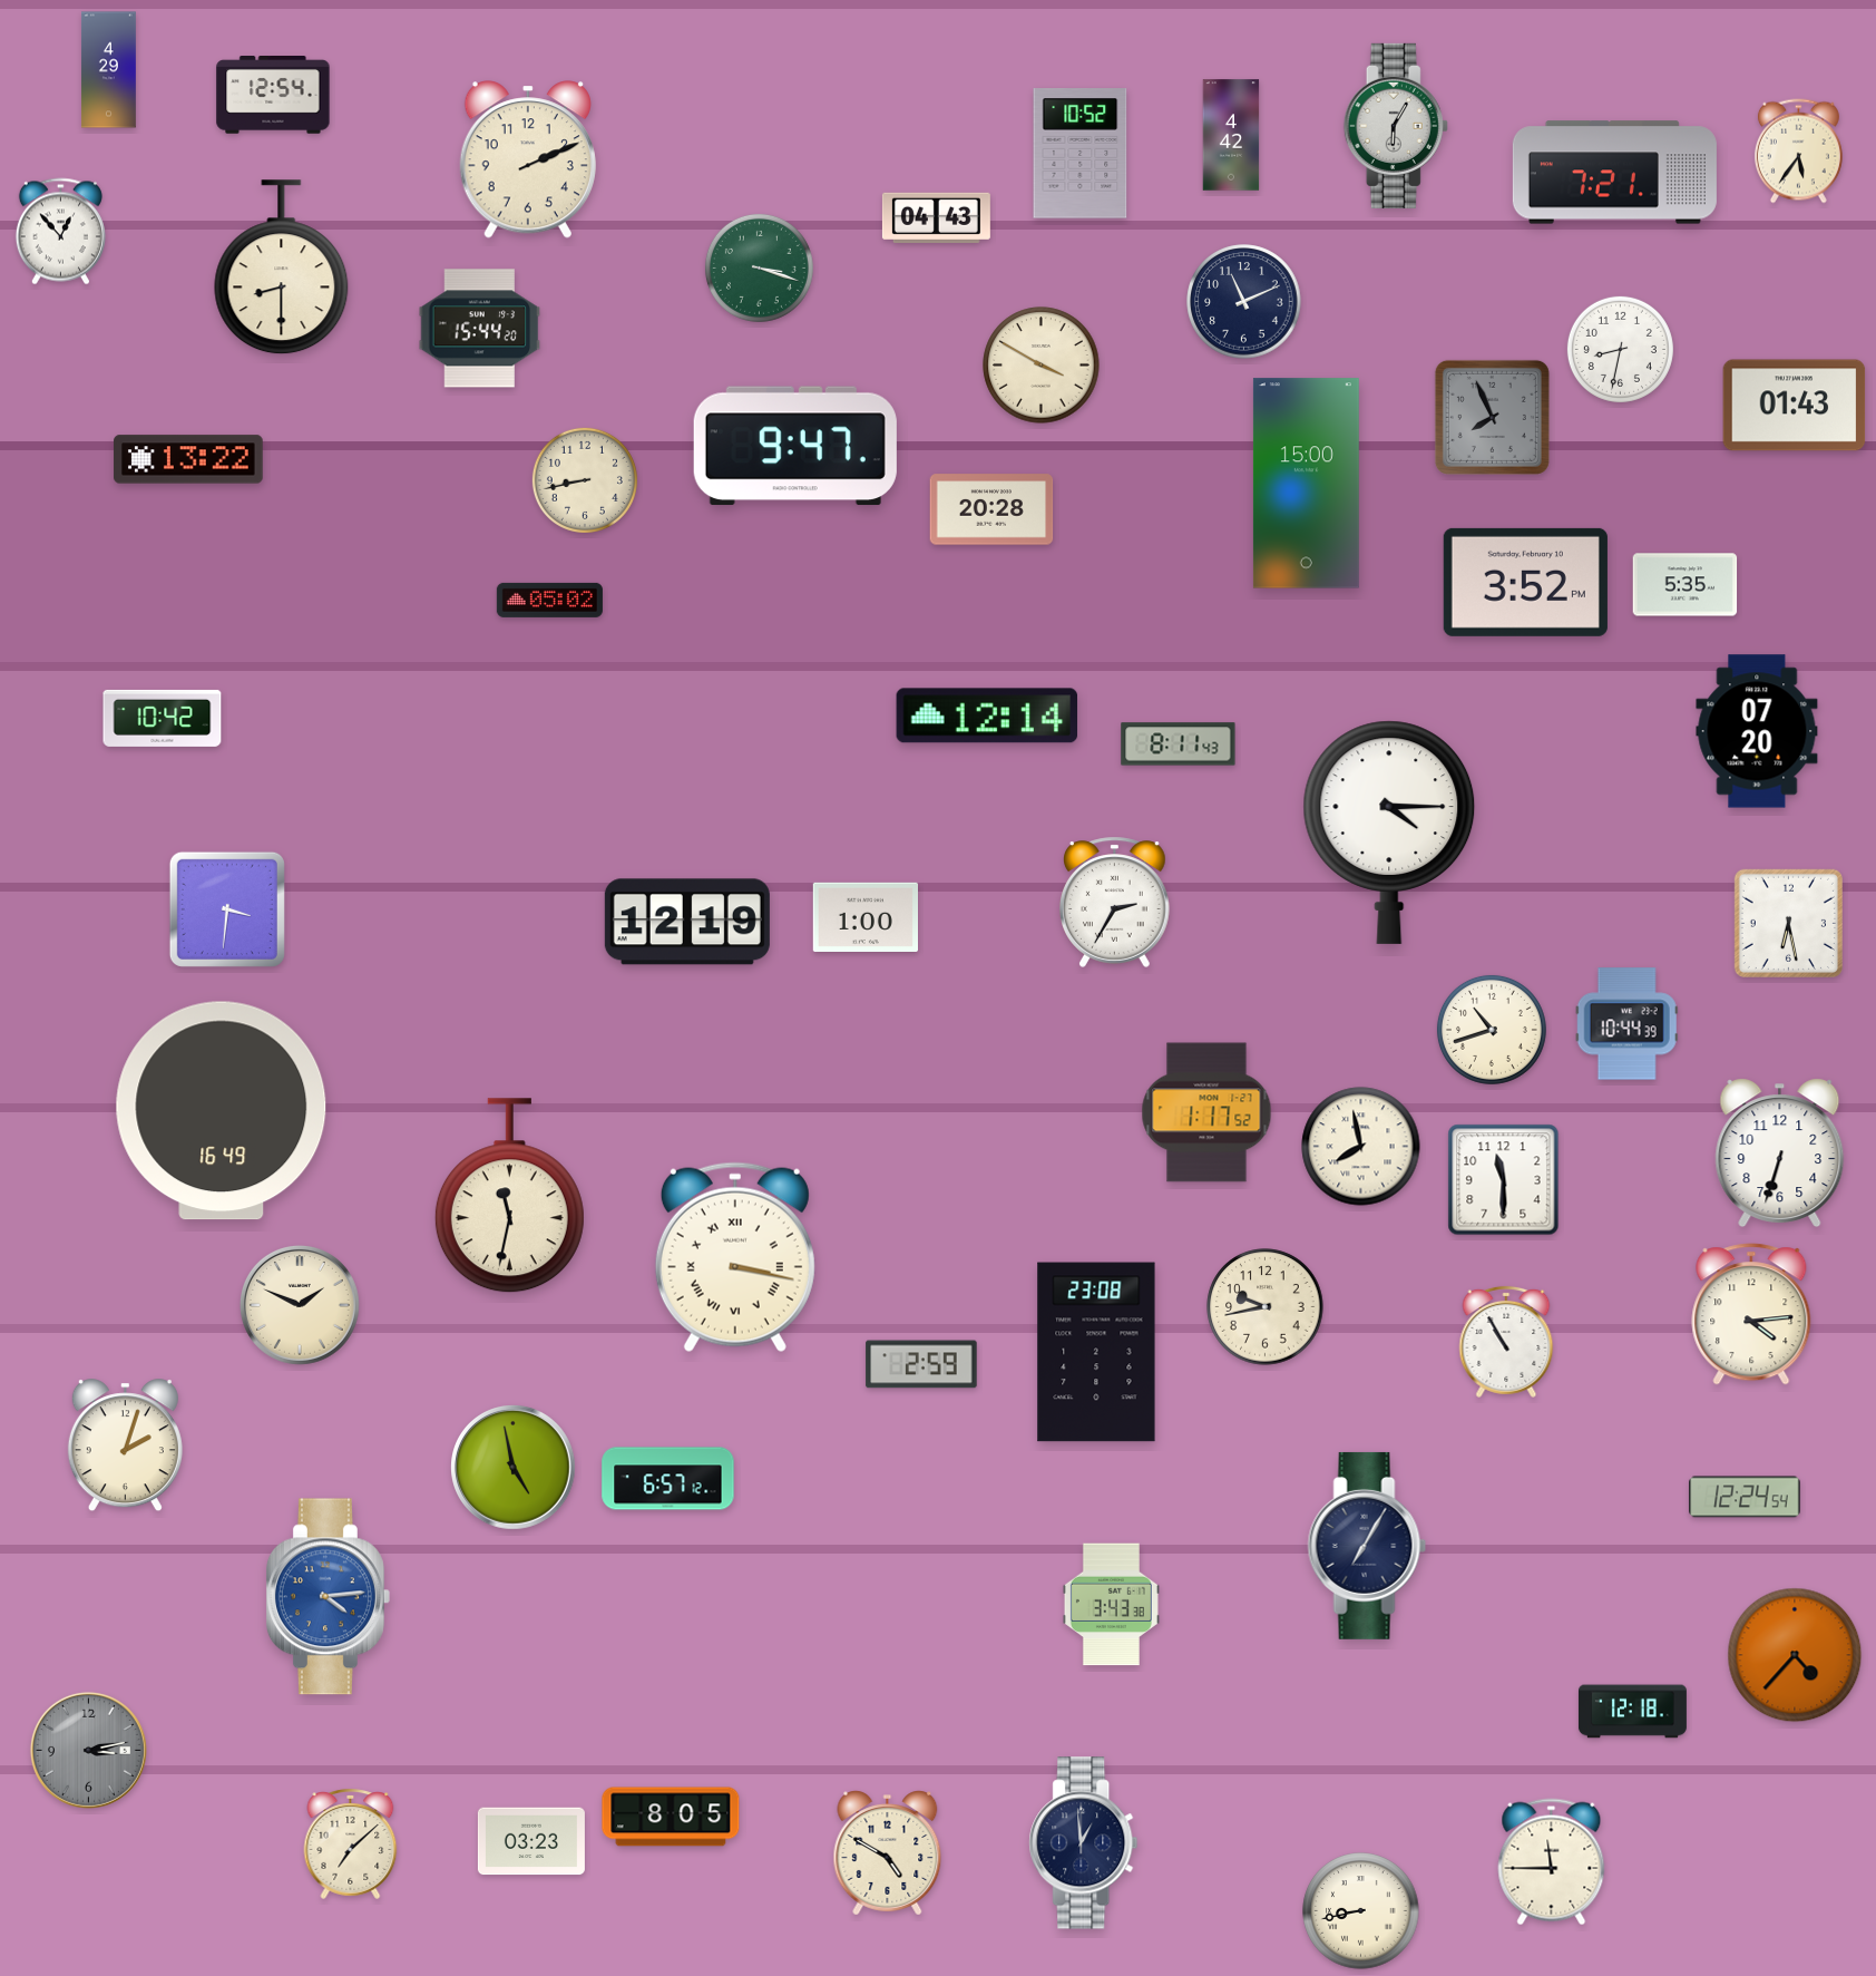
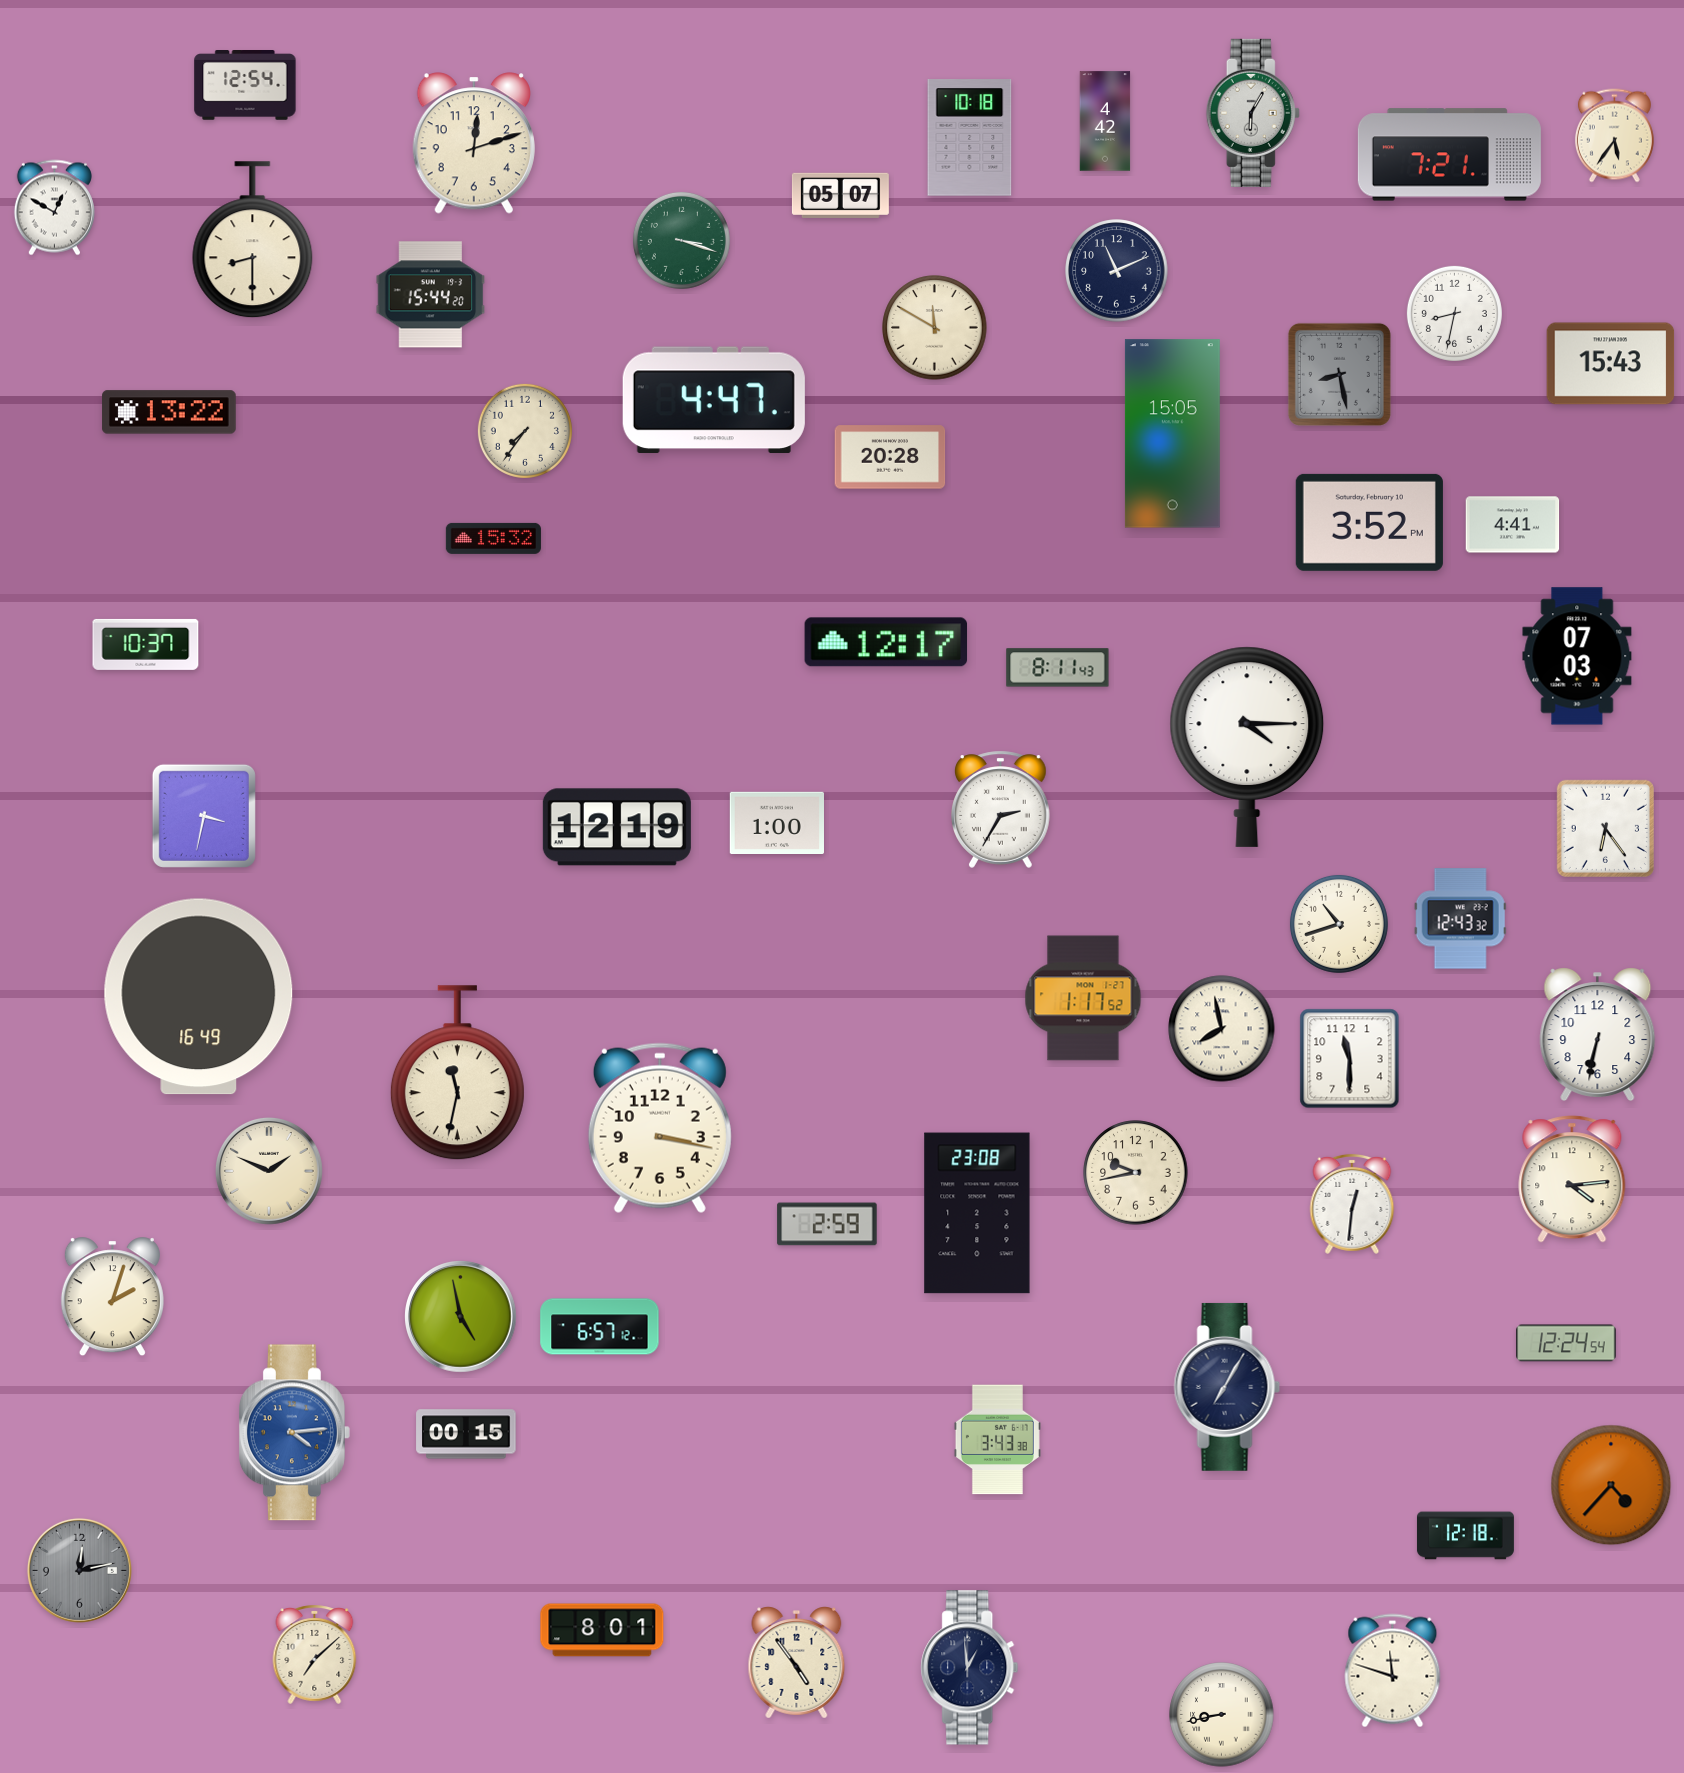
clock at (109, 70): 4:29 -> none
clock at (1081, 154): 10:52 -> 10:18
clock at (528, 159): 2:11 -> 12:12
clock at (936, 217): 04:43 -> 05:07
clock at (60, 232): 12:53 -> 12:50
clock at (1042, 366): 3:50 -> 11:50
clock at (1795, 406): 01:43 -> 15:43
clock at (1492, 417): 7:56 -> 8:28
clock at (795, 446): 9:47 -> 4:47
clock at (585, 480): 8:43 -> 7:36
clock at (1306, 484): 15:00 -> 15:05
clock at (1686, 585): 5:35 -> 4:41
clock at (549, 600): 05:02 -> 15:32
clock at (987, 716): 12:14 -> 12:17
clock at (163, 718): 10:42 -> 10:37
clock at (1757, 731): 07:20 -> 07:03
clock at (227, 909): 3:31 -> 3:32
clock at (1788, 923): 6:28 -> 6:24
clock at (1626, 1024): 10:44 -> 12:43
clock at (1780, 1154): 6:33 -> 6:32
clock at (735, 1257) numerals: Roman -> Arabic
clock at (1506, 1342): 10:55 -> 12:31
clock at (1096, 1352) position: (1096, 1352) -> (977, 1213)
clock at (466, 1434): none -> 00:15
clock at (88, 1750): 3:13 -> 12:13
clock at (671, 1817): 8:05 -> 8:01
clock at (531, 1841): 03:23 -> none
clock at (1084, 1843) position: (1084, 1843) -> (970, 1668)
clock at (888, 1853): 4:50 -> 4:54
clock at (1552, 1862): 11:45 -> 11:48
